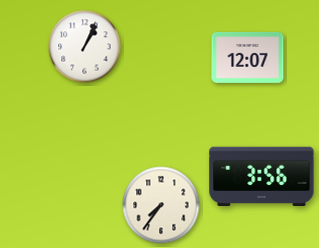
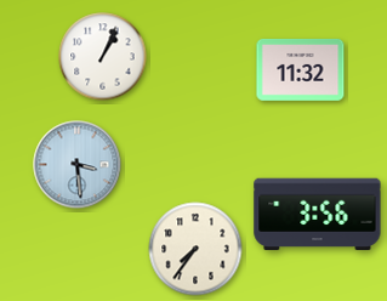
clock at (248, 58): 12:07 -> 11:32
clock at (78, 165): none -> 3:29
